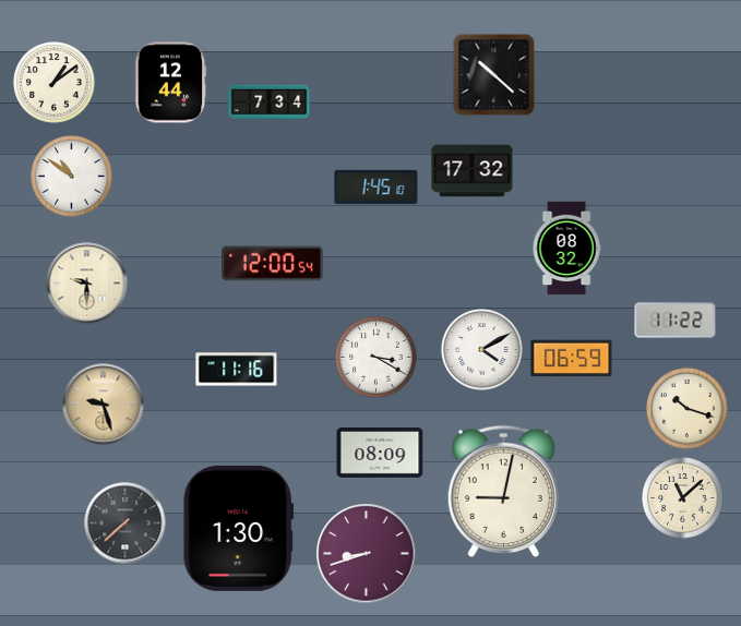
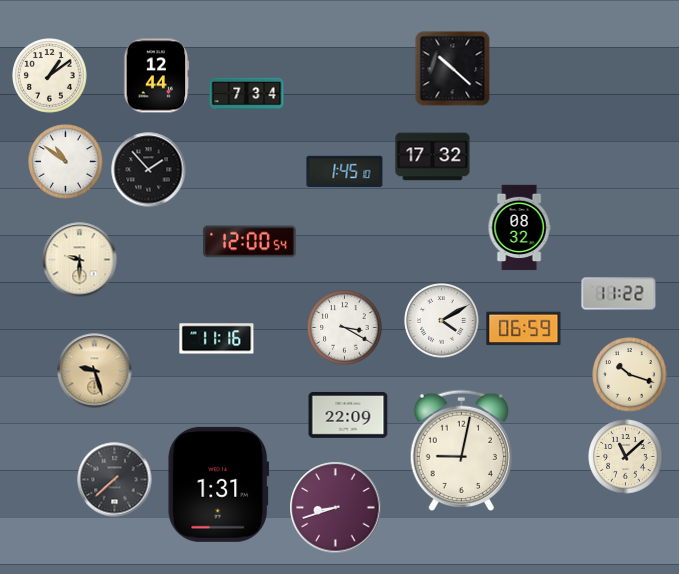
clock at (149, 170): none -> 1:53
clock at (380, 453): 08:09 -> 22:09
clock at (239, 528): 1:30 -> 1:31
